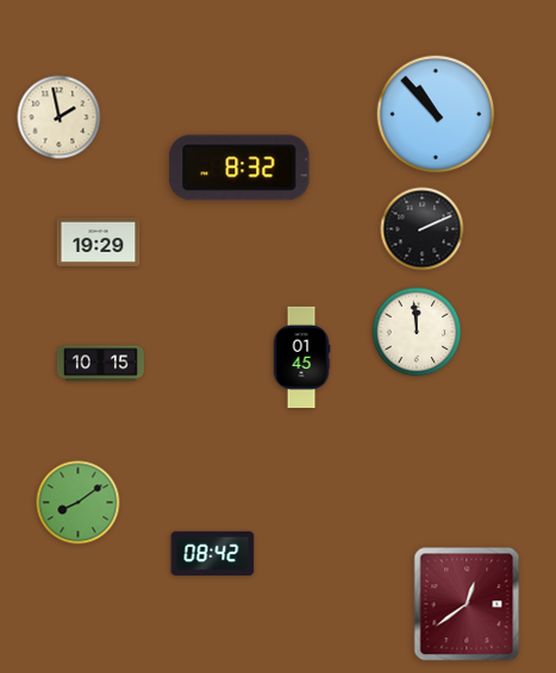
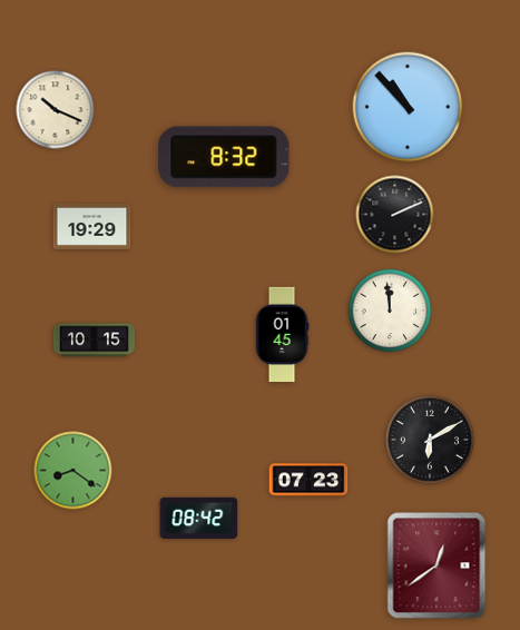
clock at (60, 118): 1:58 -> 10:19
clock at (430, 440): none -> 6:10
clock at (79, 503): 8:09 -> 8:21
clock at (308, 480): none -> 07:23
